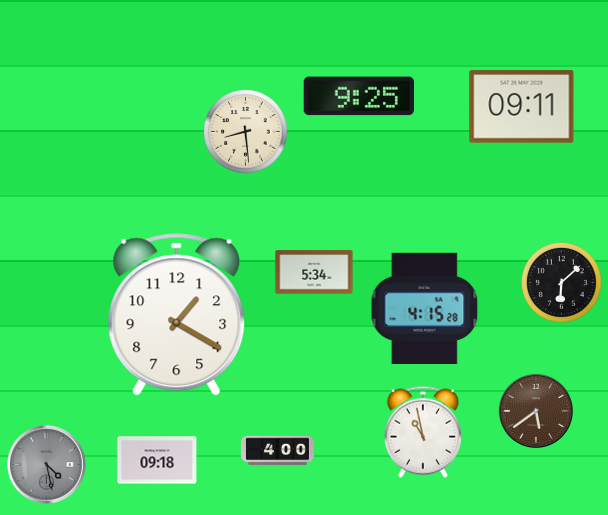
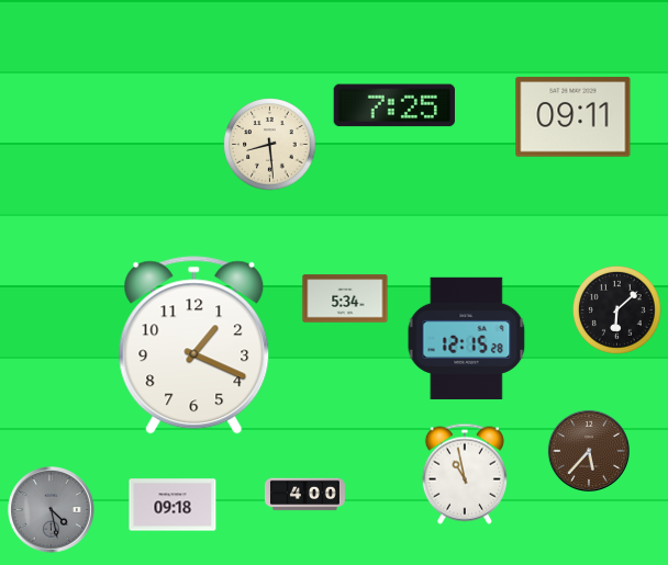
clock at (358, 96): 9:25 -> 7:25
clock at (425, 308): 4:15 -> 12:15
clock at (177, 315): 1:20 -> 1:19
clock at (536, 411): 5:39 -> 5:37
